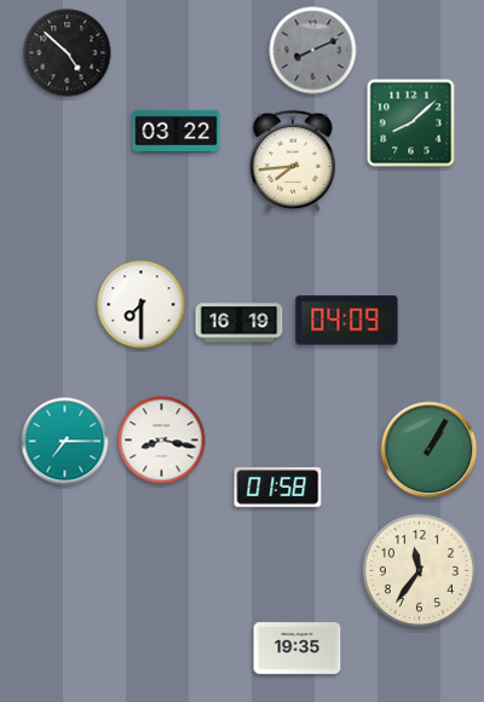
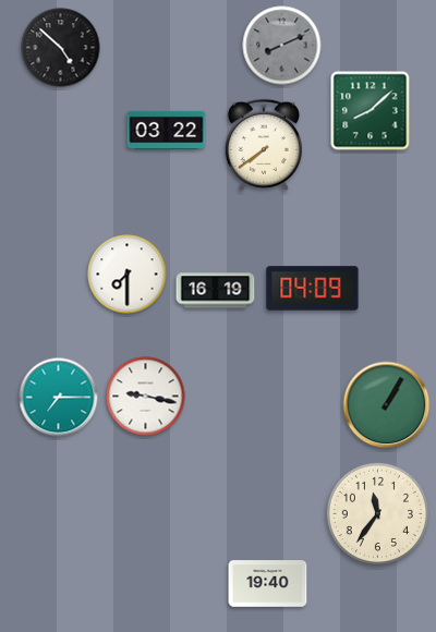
clock at (177, 131) position: (177, 131) -> (167, 130)
clock at (293, 161): 7:44 -> 7:39
clock at (162, 441): 8:17 -> 9:17
clock at (278, 488): 01:58 -> none
clock at (298, 649): 19:35 -> 19:40
